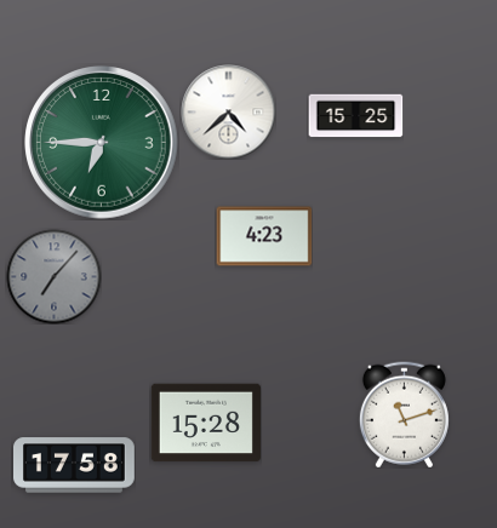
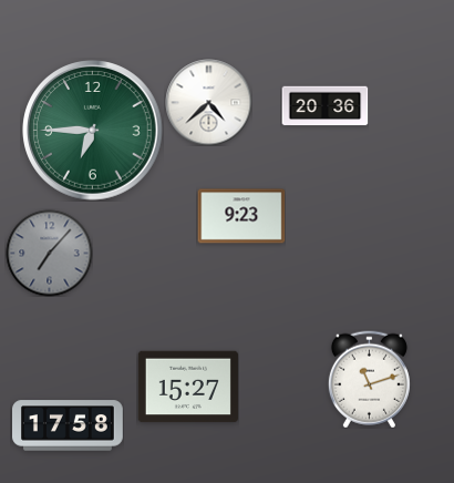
clock at (355, 116): 15:25 -> 20:36
clock at (264, 236): 4:23 -> 9:23
clock at (206, 423): 15:28 -> 15:27
